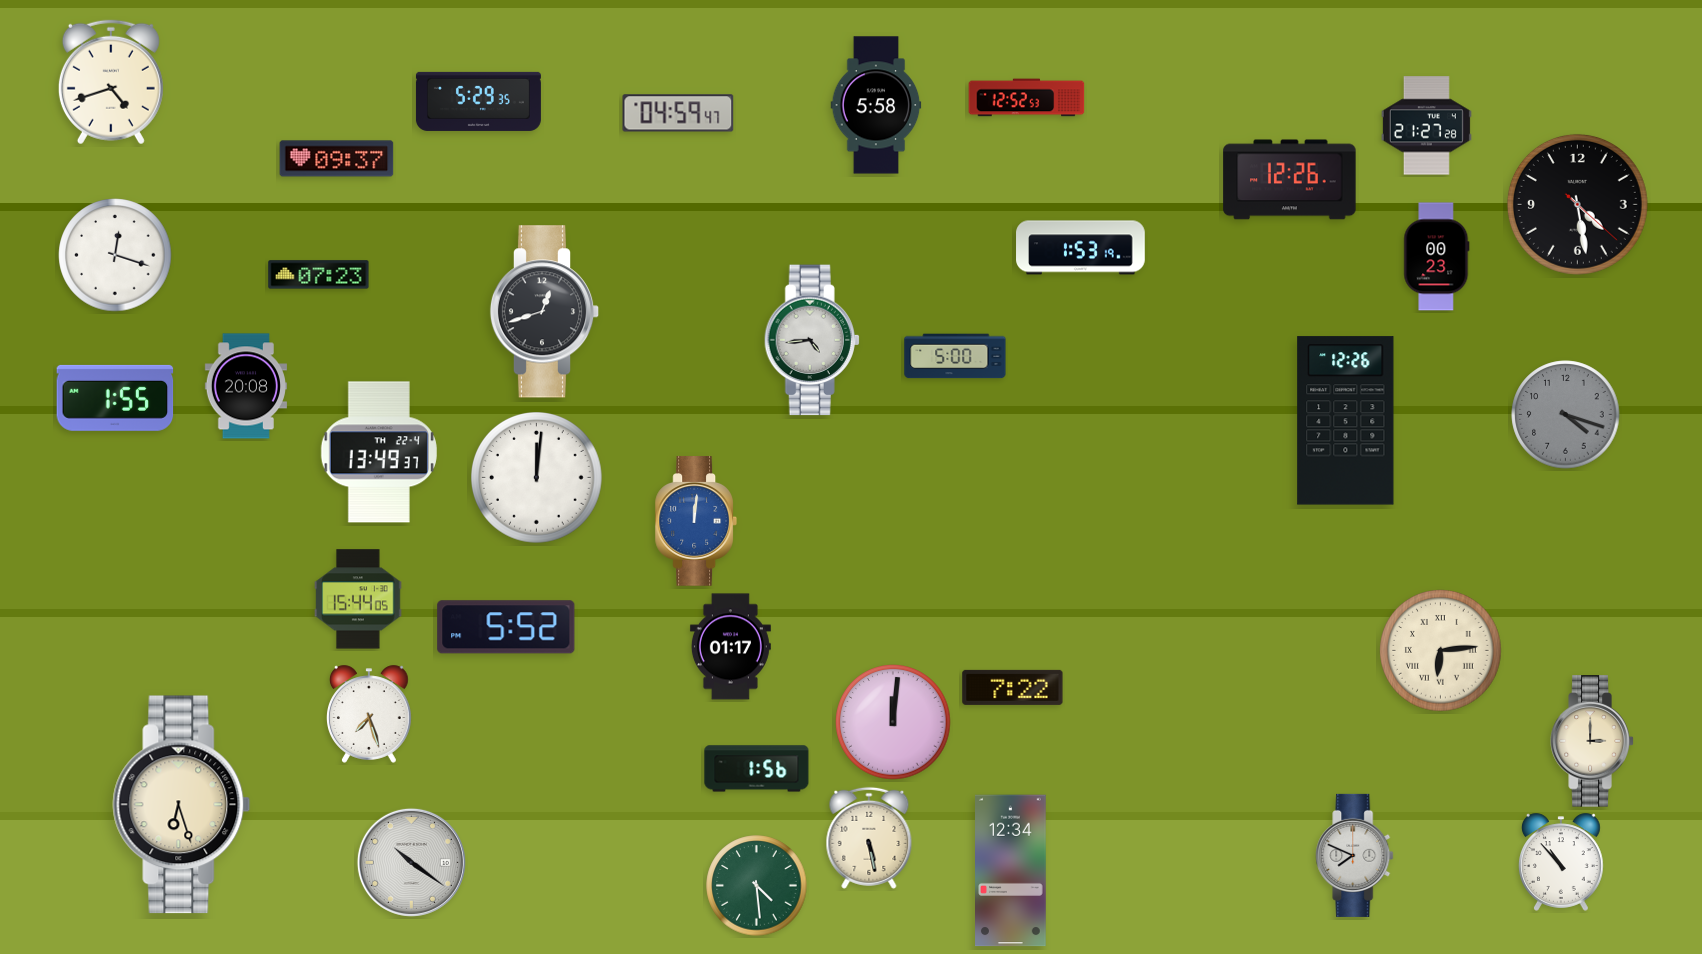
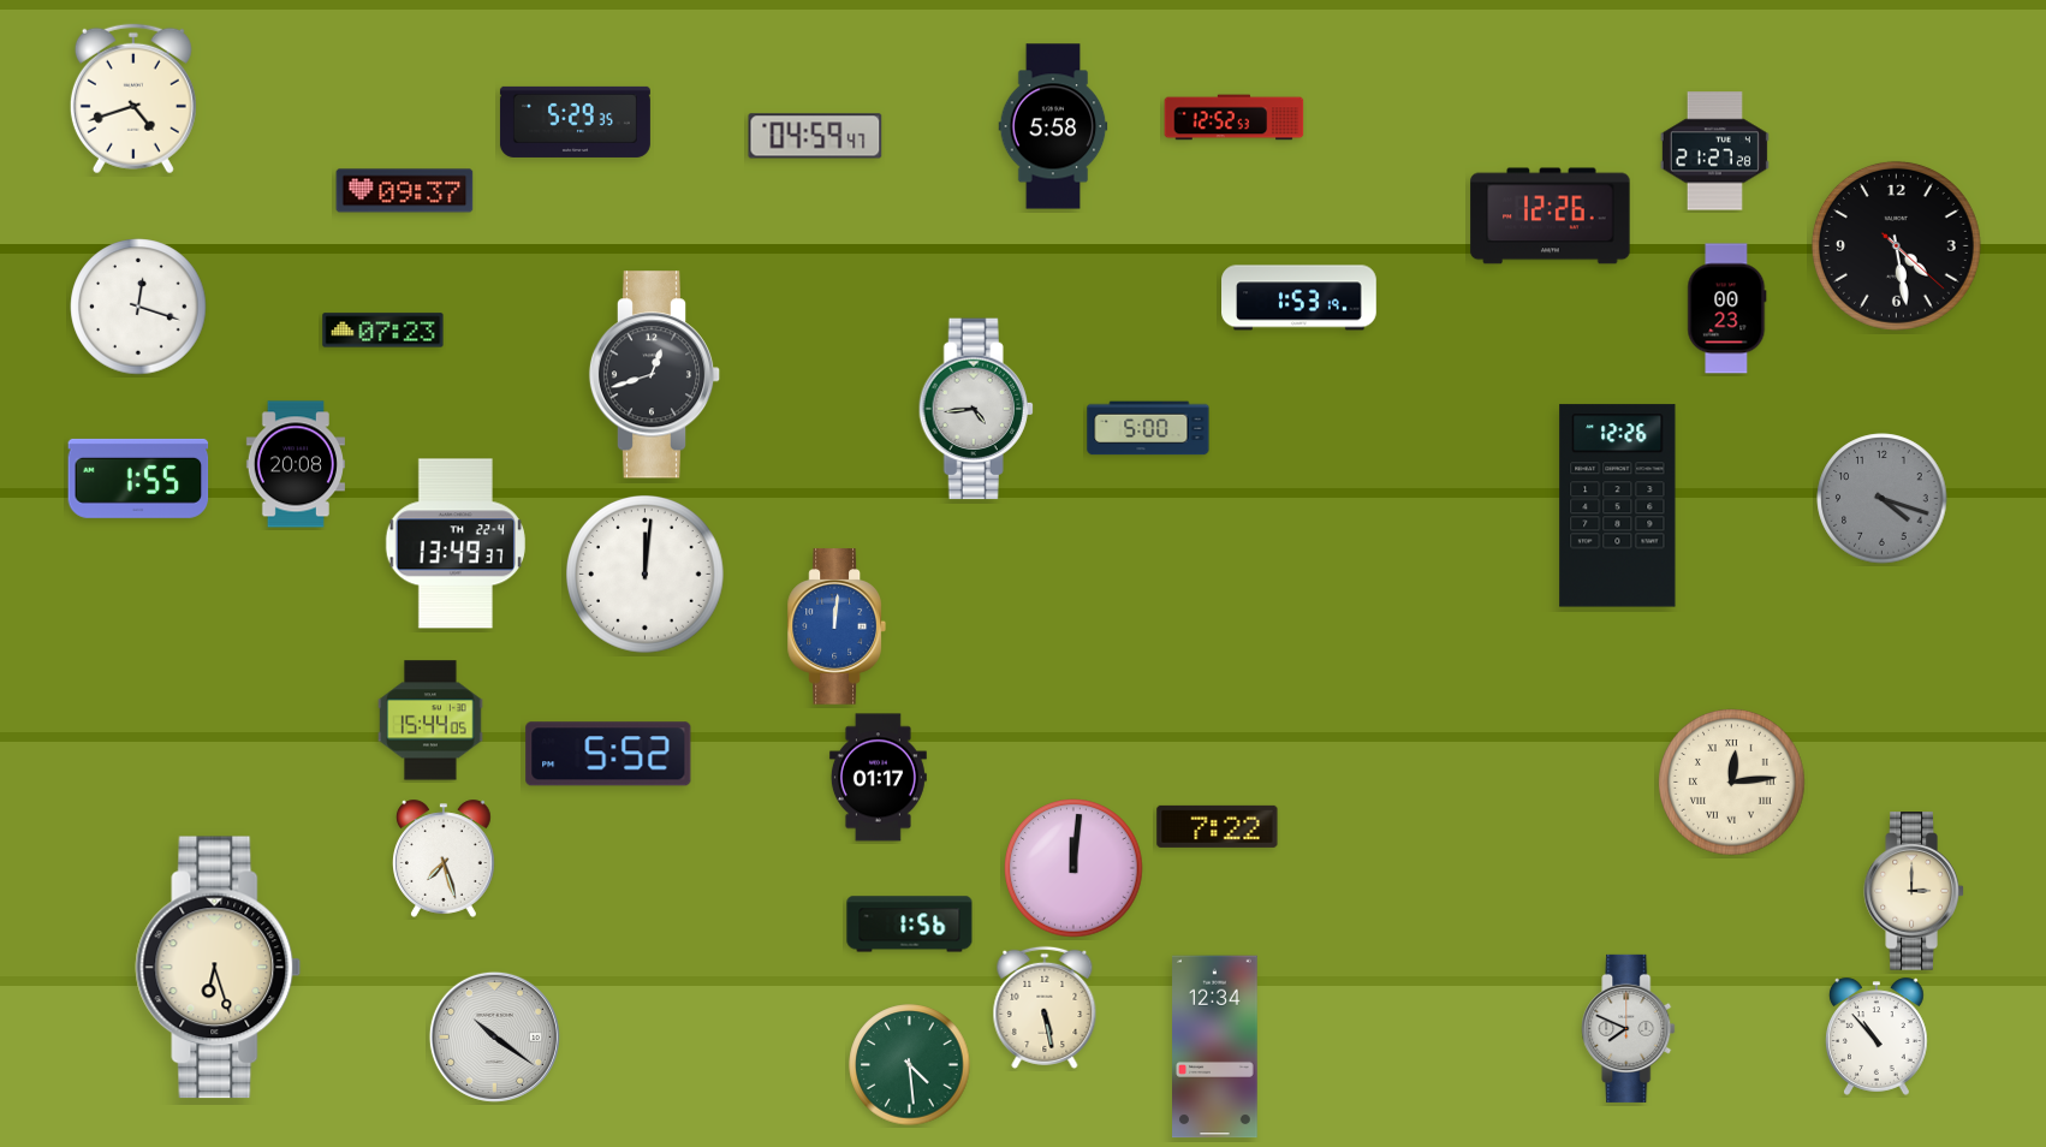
clock at (1441, 651): 6:14 -> 12:14
